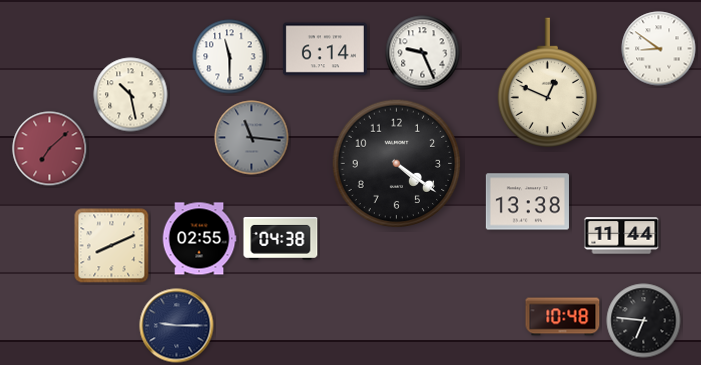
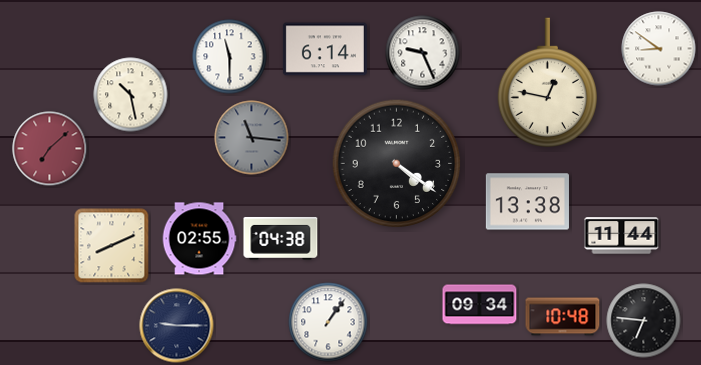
clock at (547, 83): 12:49 -> 12:47
clock at (480, 305): none -> 09:34
clock at (328, 322): none -> 1:06
